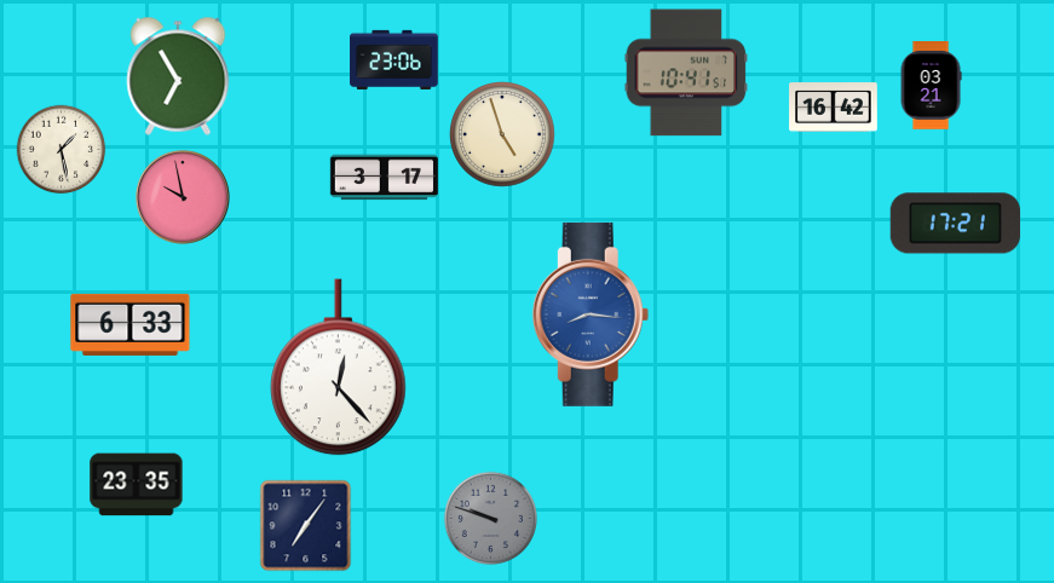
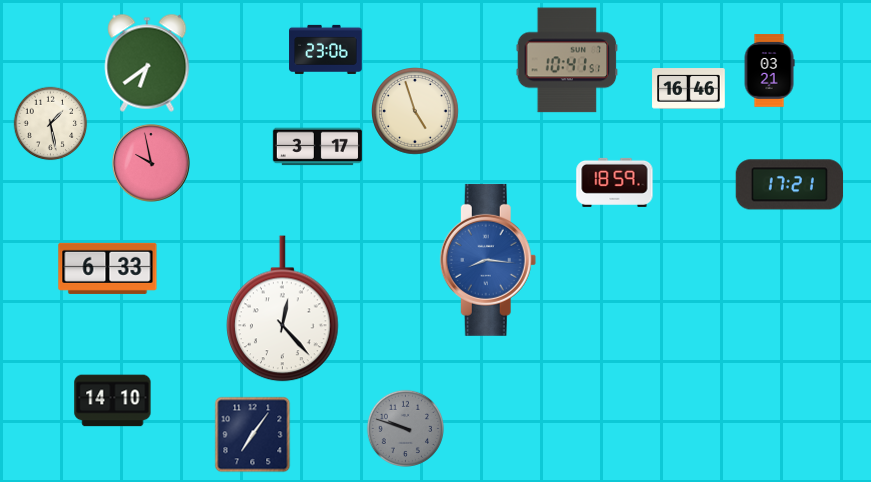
clock at (178, 76): 6:55 -> 6:39
clock at (834, 108): 16:42 -> 16:46
clock at (615, 182): none -> 18:59
clock at (339, 368) position: (339, 368) -> (283, 309)
clock at (137, 485): 23:35 -> 14:10
